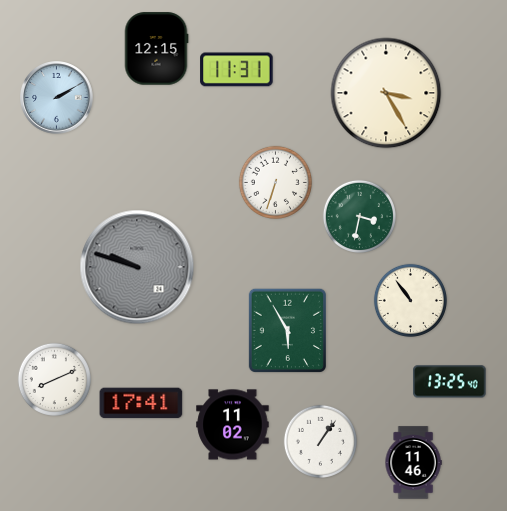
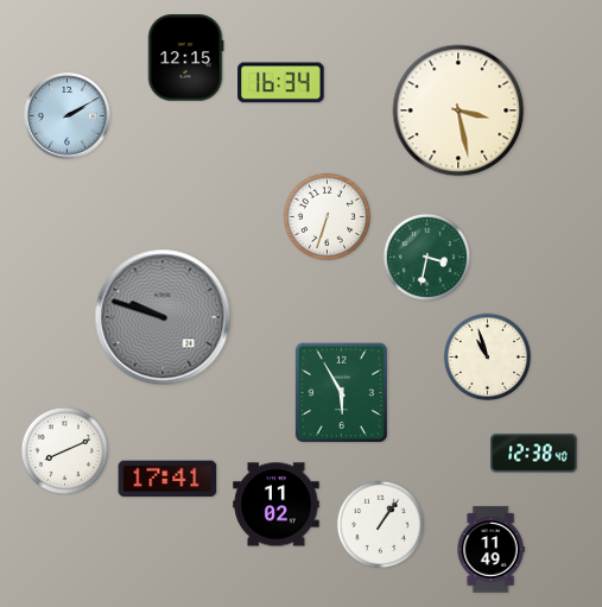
clock at (237, 70): 11:31 -> 16:34
clock at (386, 93): 3:25 -> 3:28
clock at (410, 300): 10:54 -> 10:57
clock at (450, 382): 13:25 -> 12:38
clock at (413, 463): 11:46 -> 11:49
